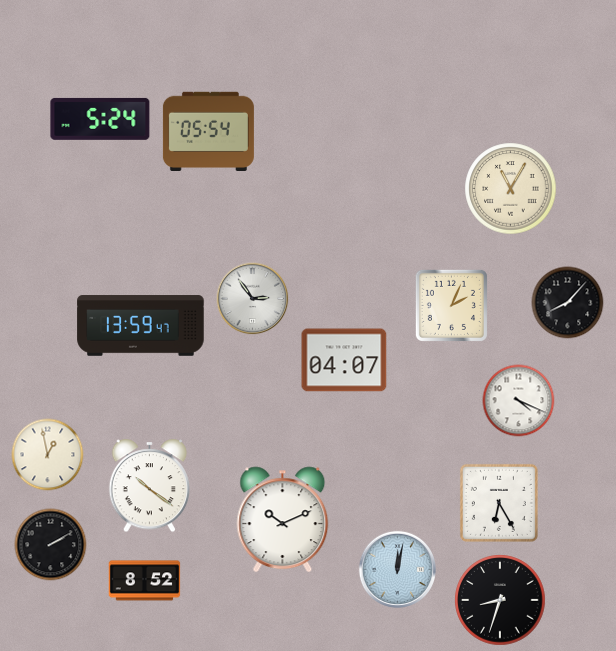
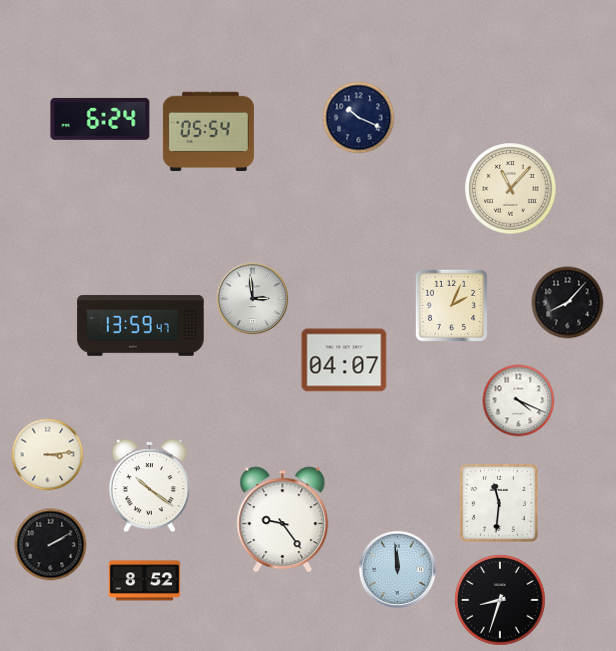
clock at (359, 118): none -> 10:19
clock at (100, 119): 5:24 -> 6:24
clock at (511, 189): 11:05 -> 11:07
clock at (253, 299): 2:54 -> 2:59
clock at (48, 455): 12:58 -> 3:14
clock at (499, 503): 6:25 -> 11:31
clock at (283, 520): 10:11 -> 9:24
clock at (397, 569): 12:02 -> 11:59
